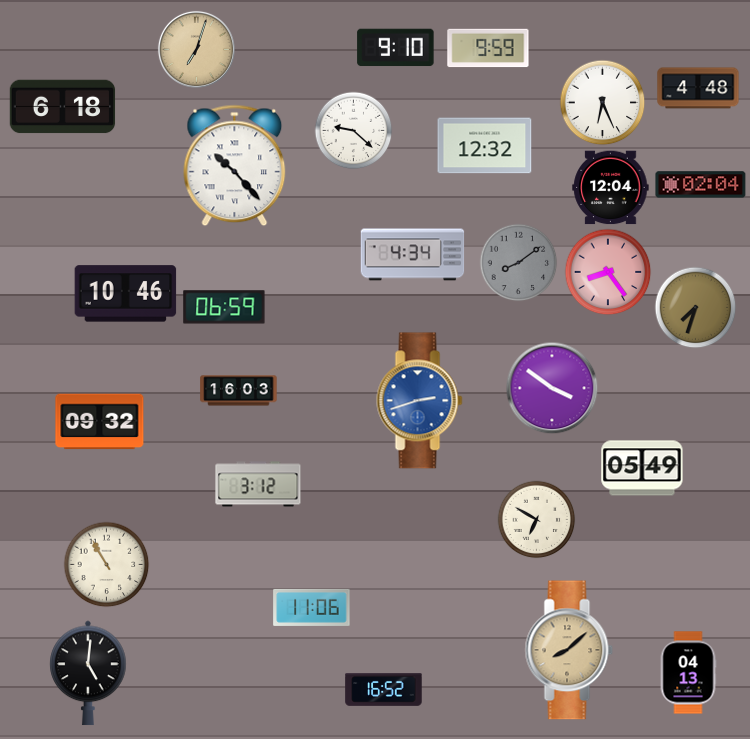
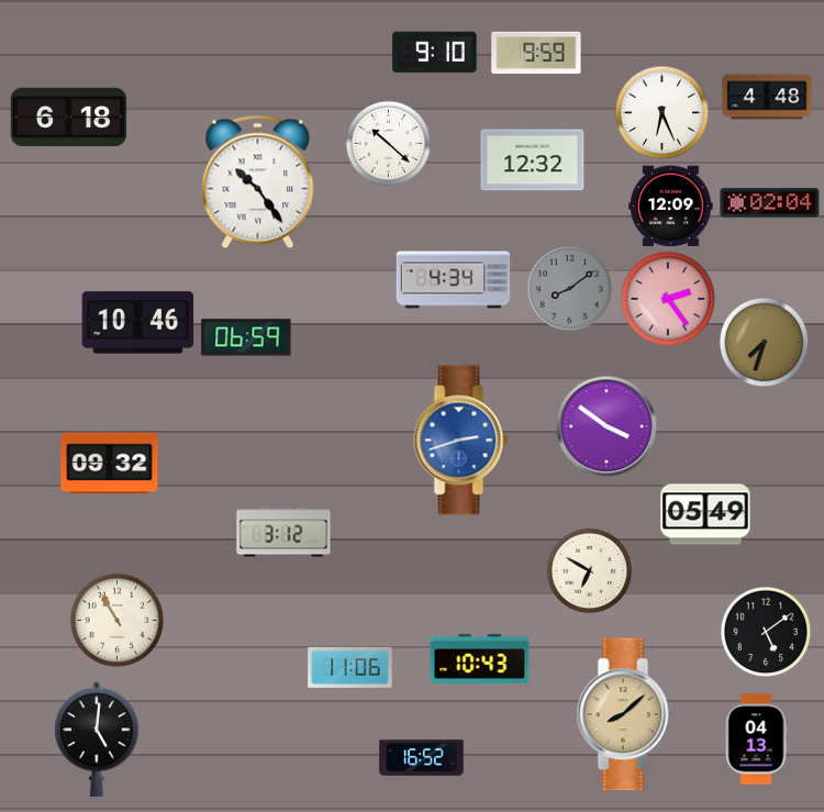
clock at (196, 49): 7:03 -> none
clock at (353, 130): 9:22 -> 10:22
clock at (235, 166): 10:23 -> 10:24
clock at (611, 188): 12:04 -> 12:09
clock at (608, 272): 8:24 -> 2:24
clock at (695, 307) position: (695, 307) -> (764, 342)
clock at (239, 391): 16:03 -> none
clock at (766, 632): none -> 5:09
clock at (480, 658): none -> 10:43
clock at (312, 607) position: (312, 607) -> (350, 667)
